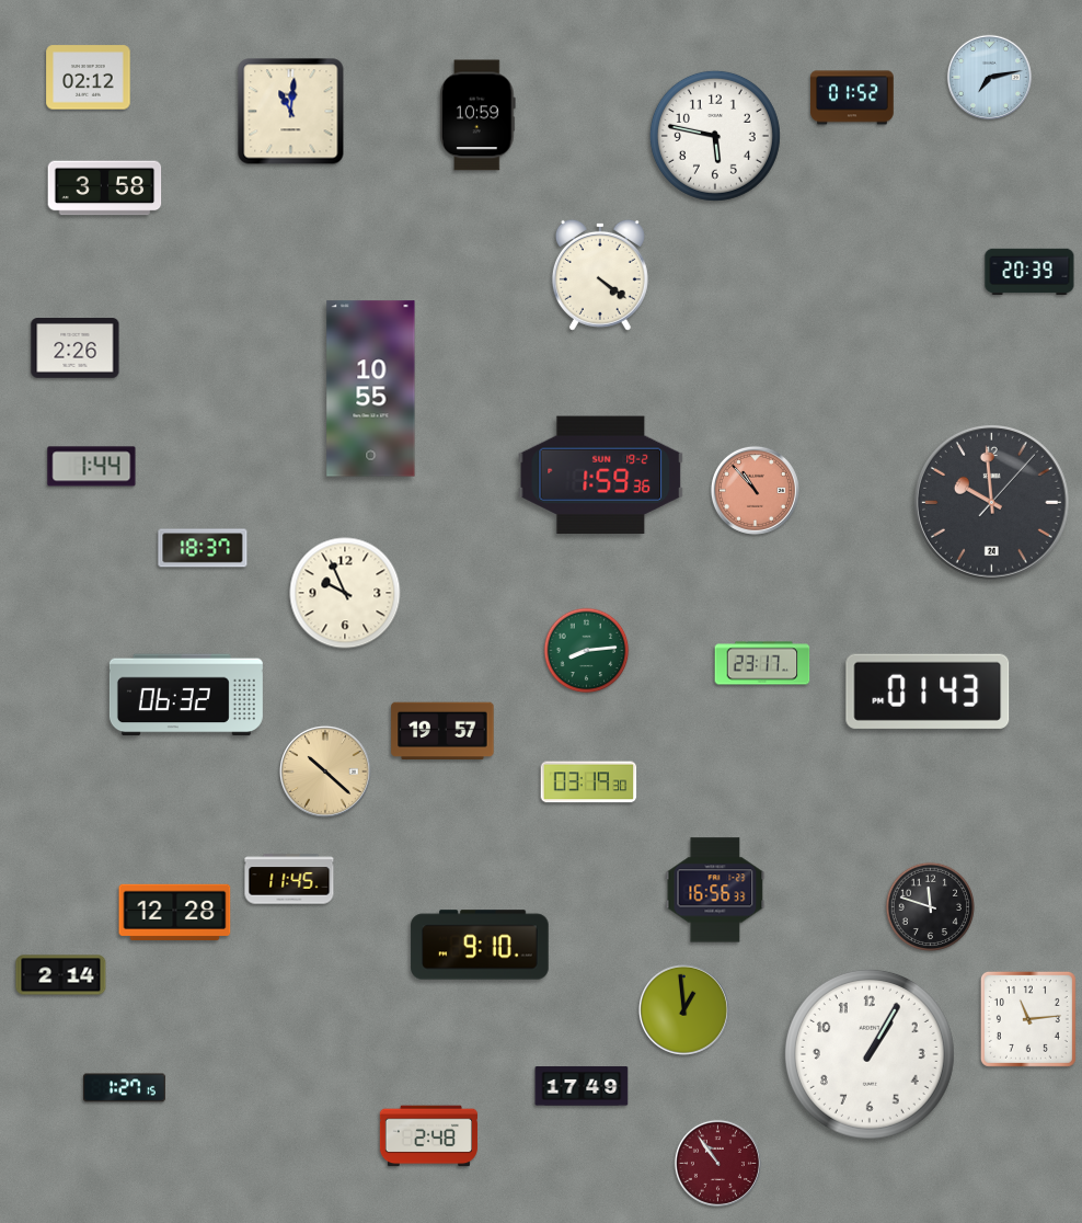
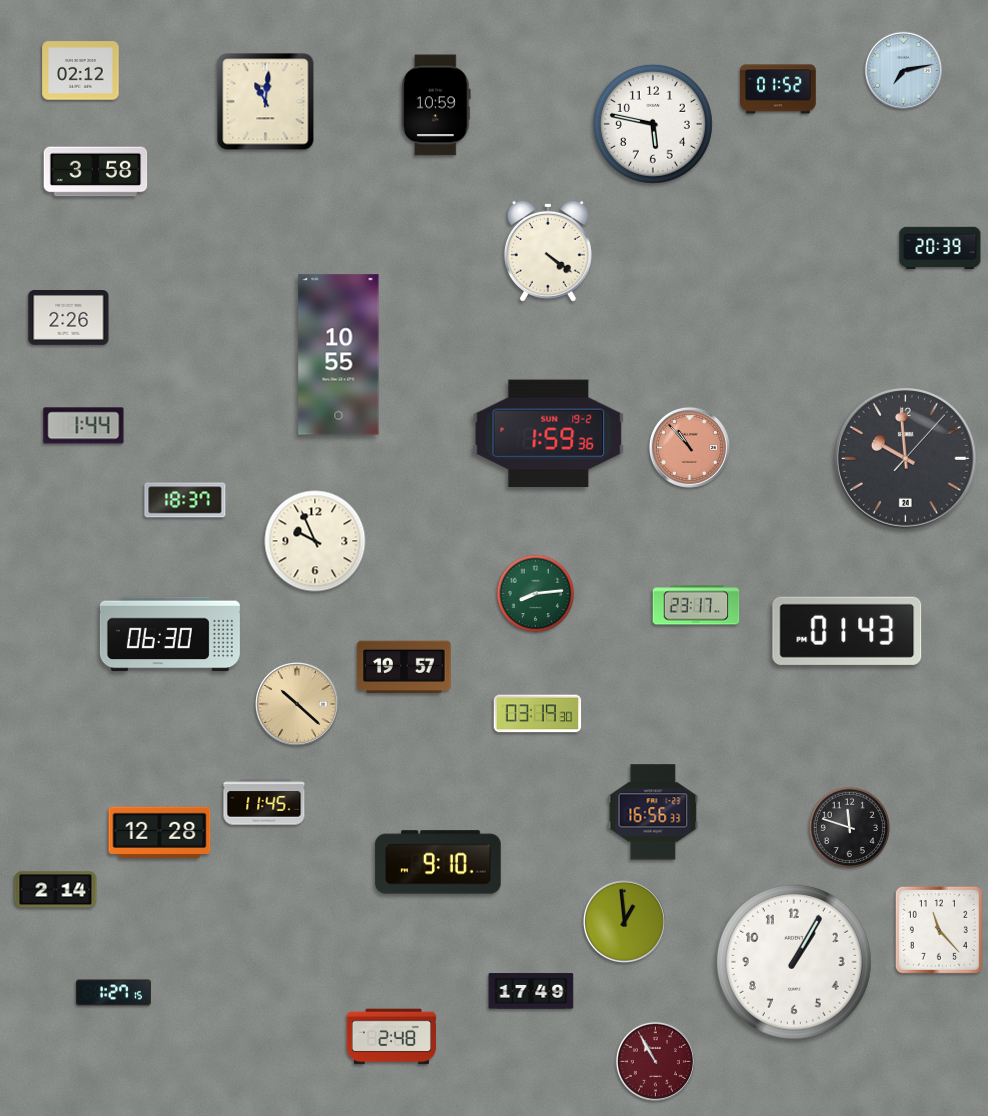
clock at (186, 695): 06:32 -> 06:30
clock at (1028, 1019): 11:14 -> 11:23
clock at (717, 1163): 10:54 -> 10:55
